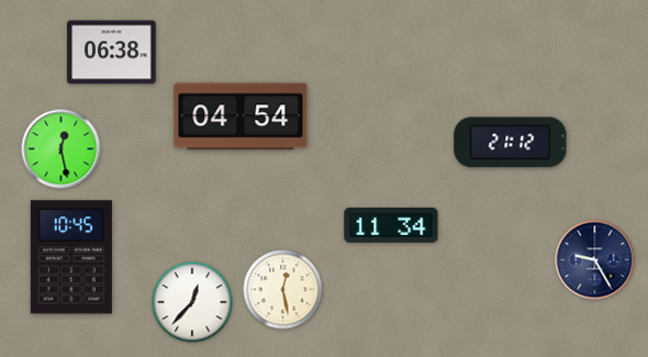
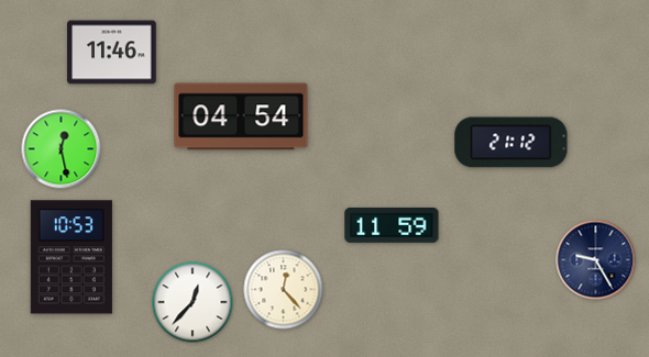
clock at (112, 53): 06:38 -> 11:46
clock at (391, 225): 11:34 -> 11:59
clock at (71, 257): 10:45 -> 10:53
clock at (283, 290): 12:28 -> 12:23
